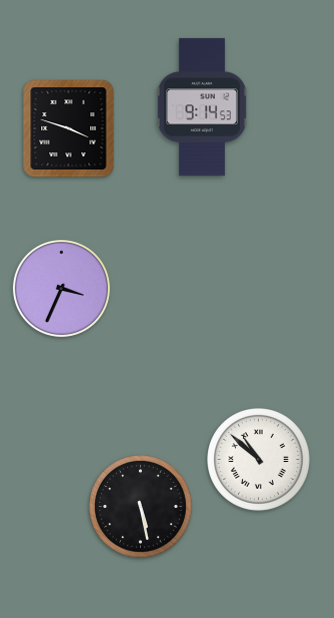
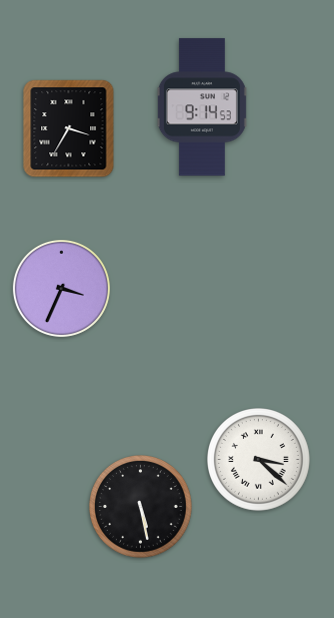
clock at (69, 129): 3:48 -> 3:35
clock at (259, 460): 10:52 -> 3:22
